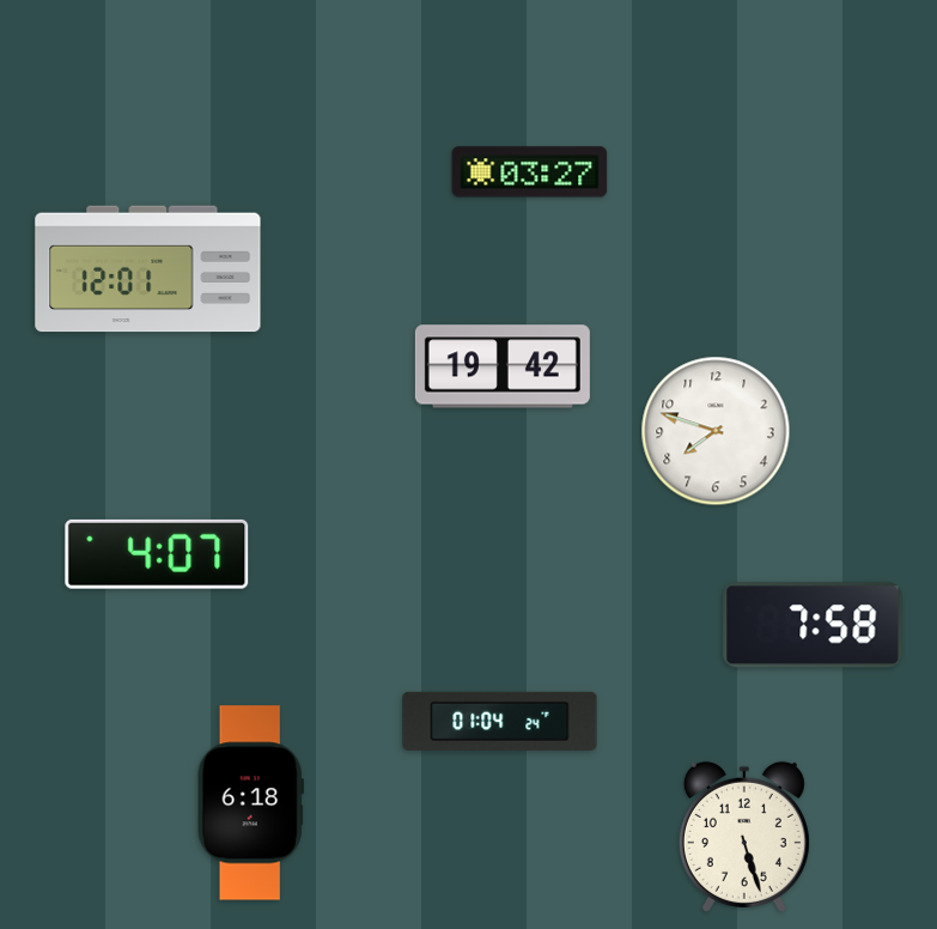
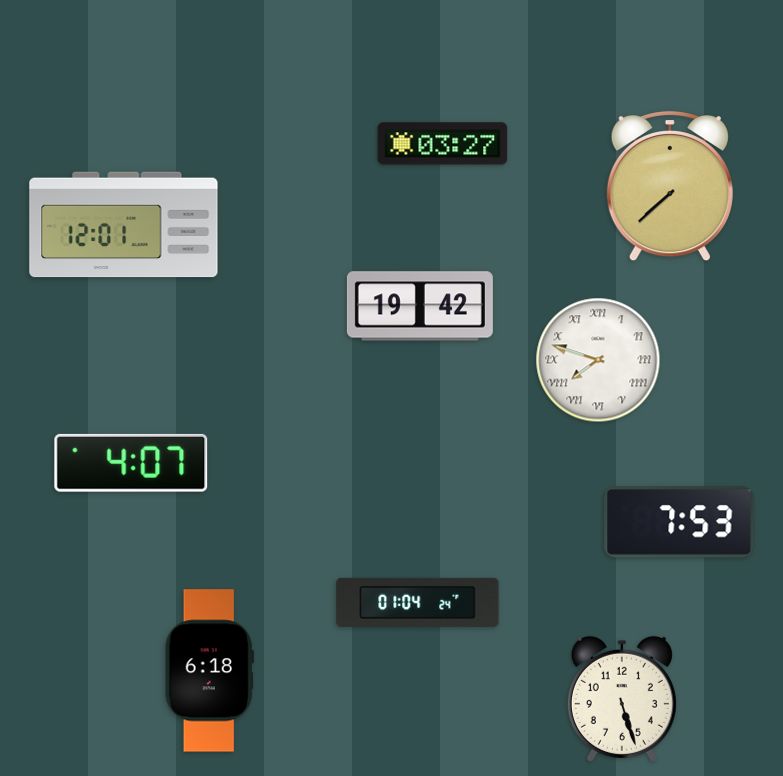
clock at (670, 186): none -> 7:38
clock at (716, 431) numerals: Arabic -> Roman
clock at (813, 625): 7:58 -> 7:53
